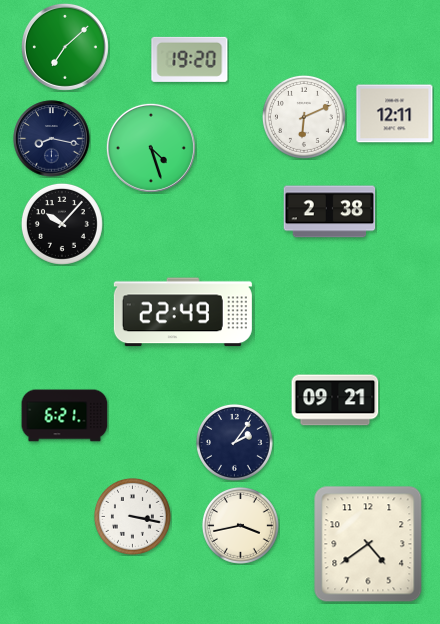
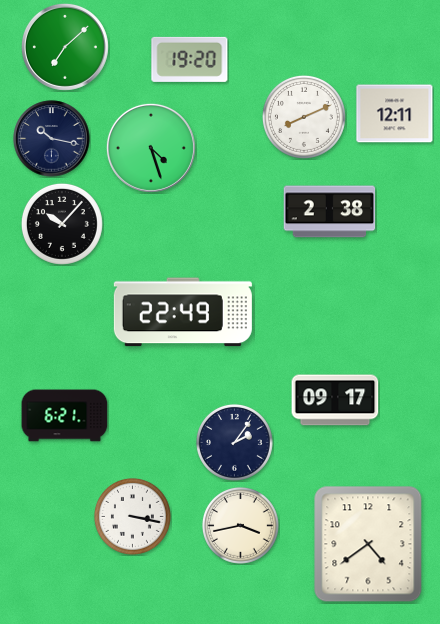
clock at (304, 117): 6:11 -> 8:11
clock at (52, 139): 8:17 -> 10:17
clock at (335, 400): 09:21 -> 09:17
